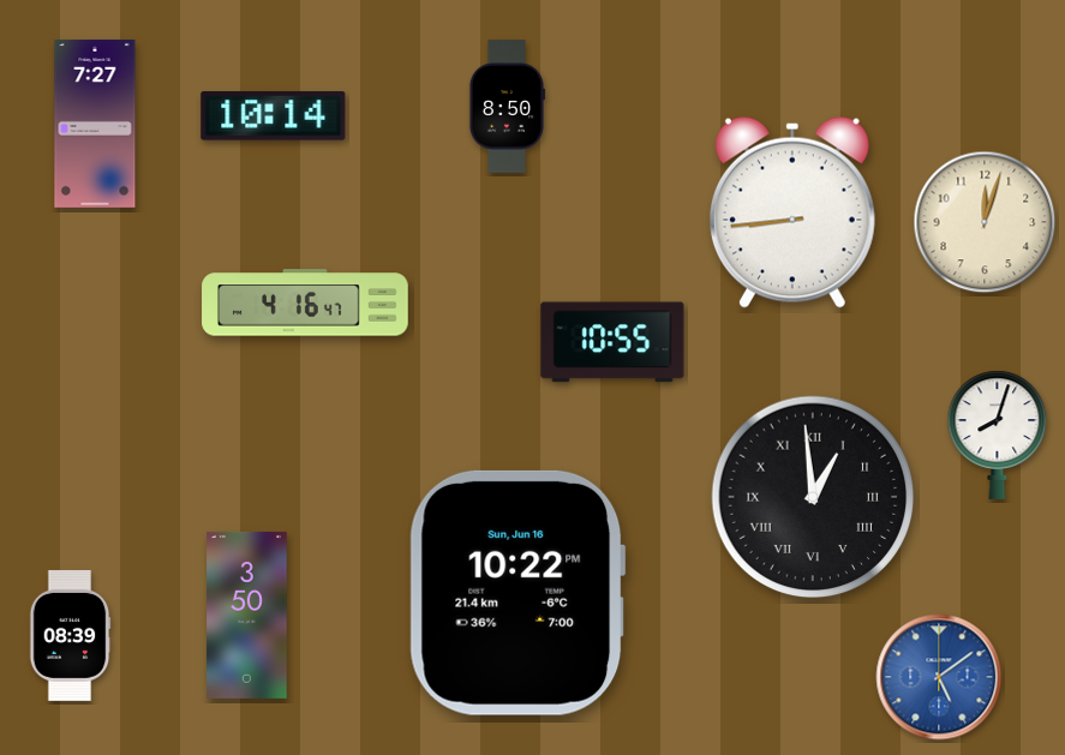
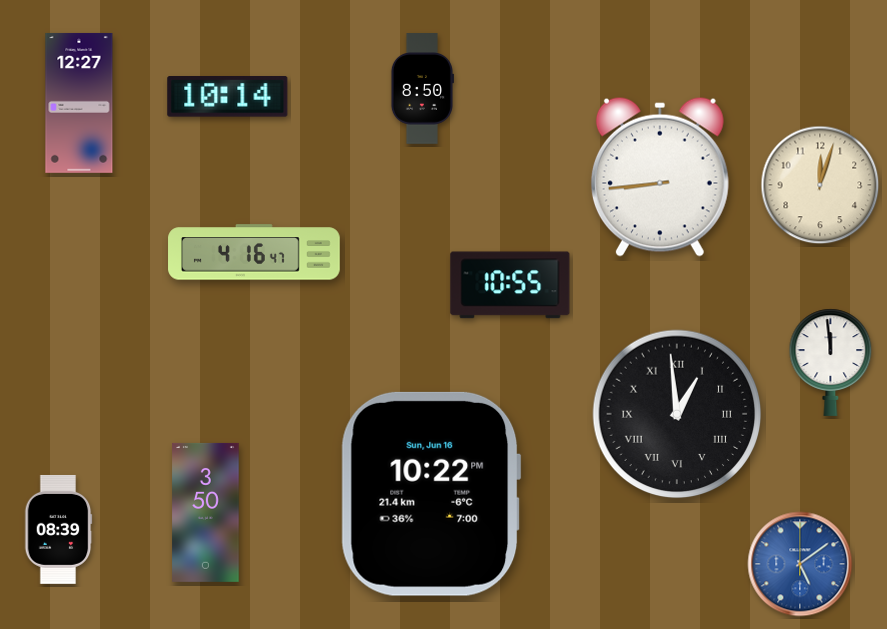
clock at (95, 124): 7:27 -> 12:27
clock at (998, 435): 8:03 -> 11:59
clock at (939, 677) position: (939, 677) -> (800, 564)
